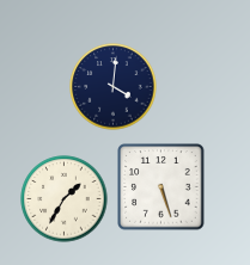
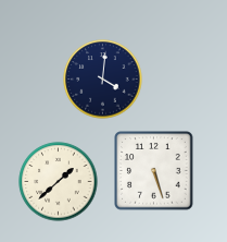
clock at (161, 187) position: (161, 187) -> (154, 171)
clock at (65, 199): 1:35 -> 1:38
